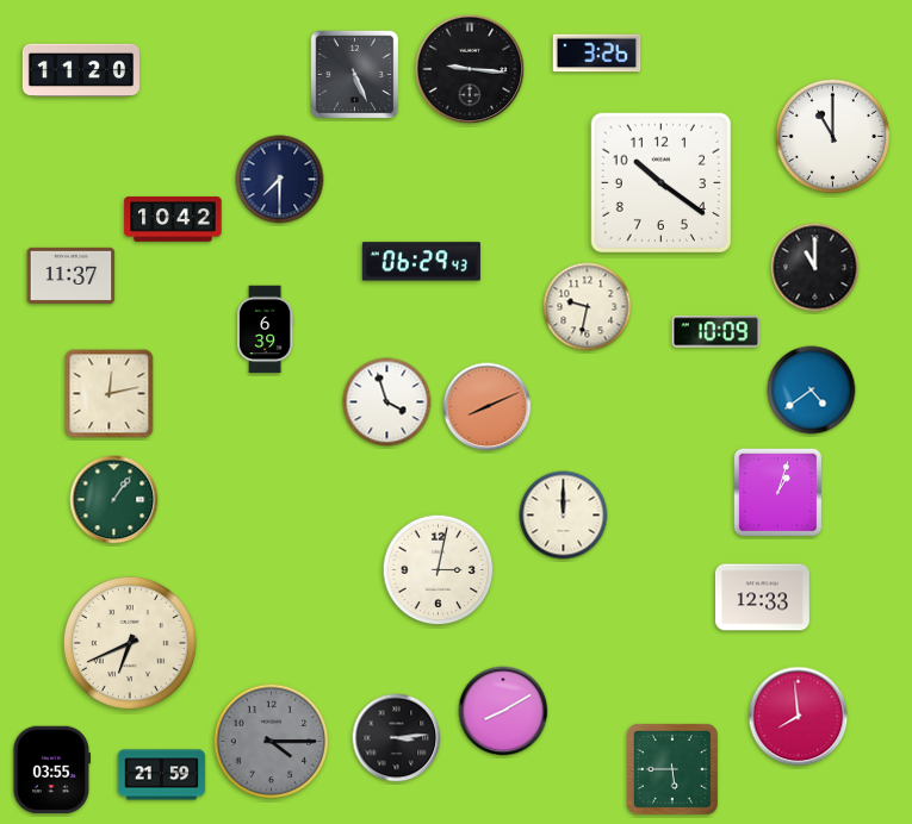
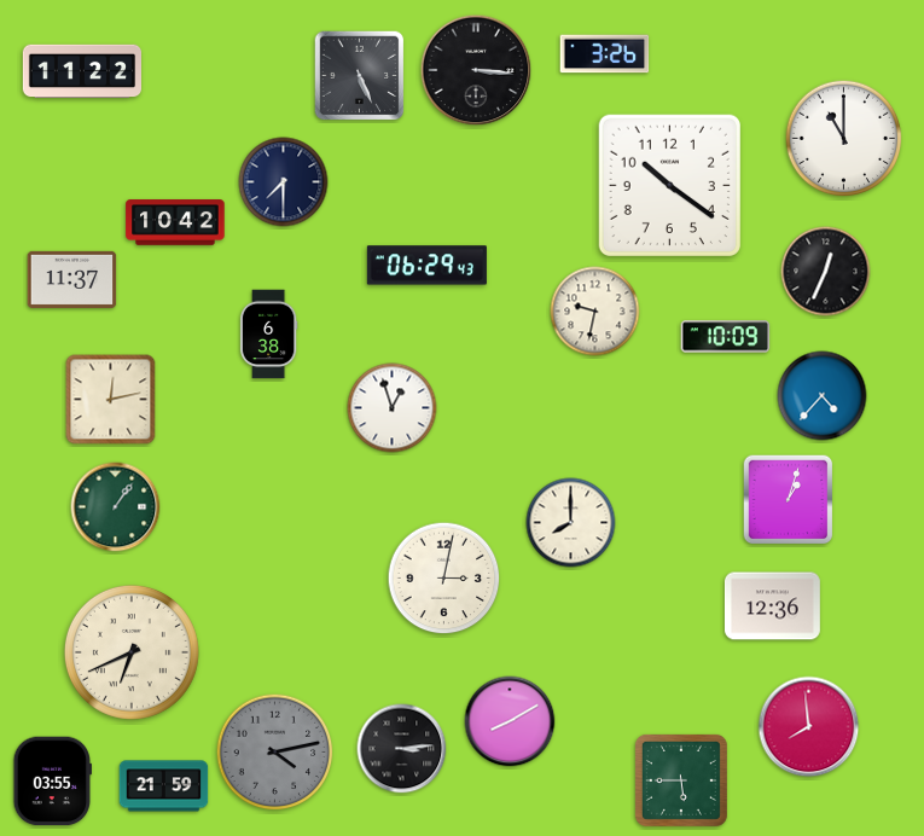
clock at (470, 69): 9:16 -> 3:16
clock at (80, 70): 11:20 -> 11:22
clock at (815, 268): 11:00 -> 12:34
clock at (265, 330): 6:39 -> 6:38
clock at (812, 391): 4:39 -> 4:37
clock at (387, 402): 3:57 -> 12:57
clock at (488, 407): 8:11 -> none
clock at (564, 516): 12:00 -> 8:00
clock at (762, 598): 12:33 -> 12:36
clock at (272, 742): 4:15 -> 4:13
